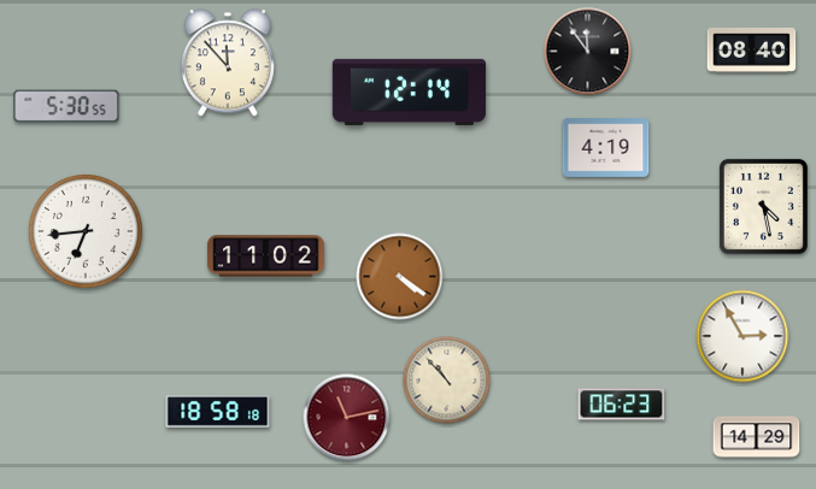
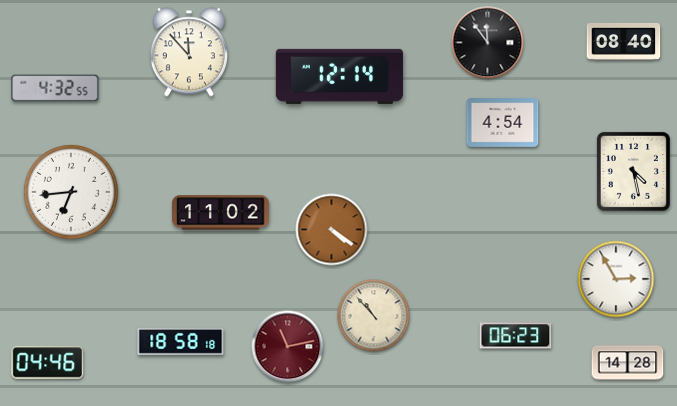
clock at (66, 106): 5:30 -> 4:32
clock at (606, 148): 4:19 -> 4:54
clock at (447, 381) position: (447, 381) -> (374, 316)
clock at (48, 363): none -> 04:46
clock at (757, 437): 14:29 -> 14:28
